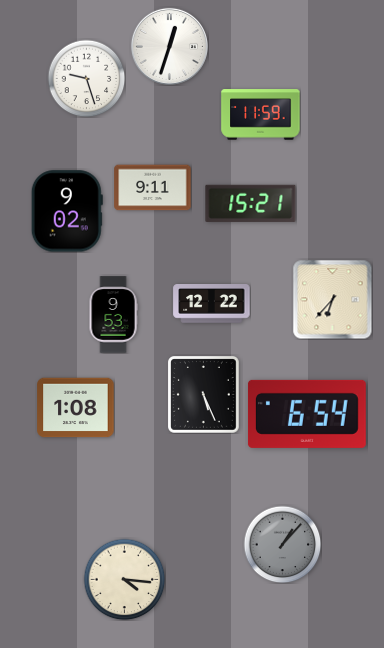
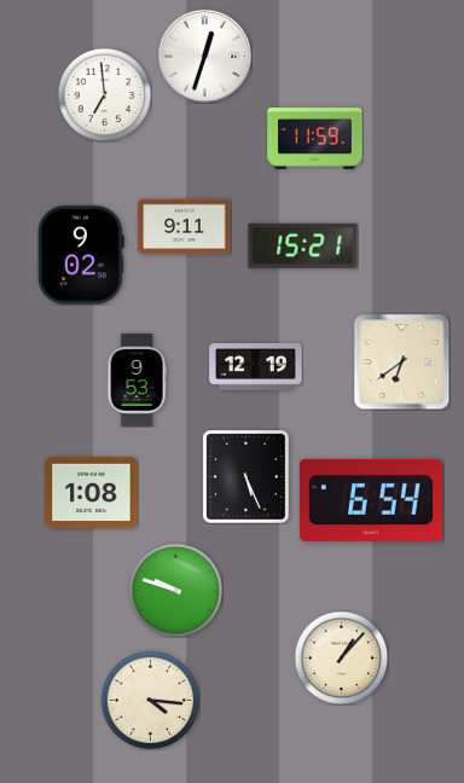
clock at (86, 78): 9:27 -> 6:59
clock at (332, 299): 6:37 -> 6:39
clock at (212, 304): 12:22 -> 12:19
clock at (175, 590): none -> 9:48
clock at (282, 544) dial: grey -> cream
